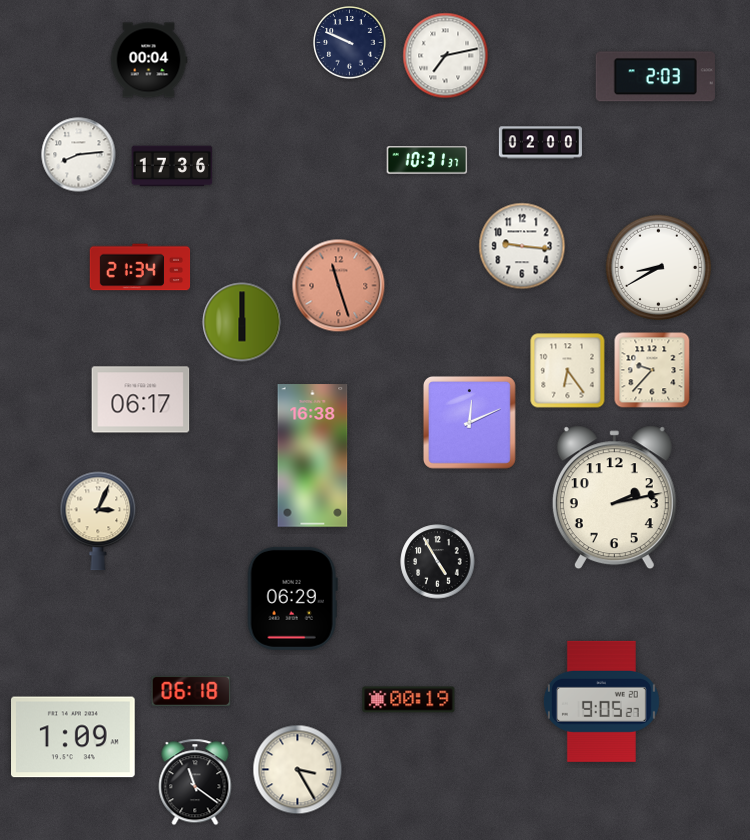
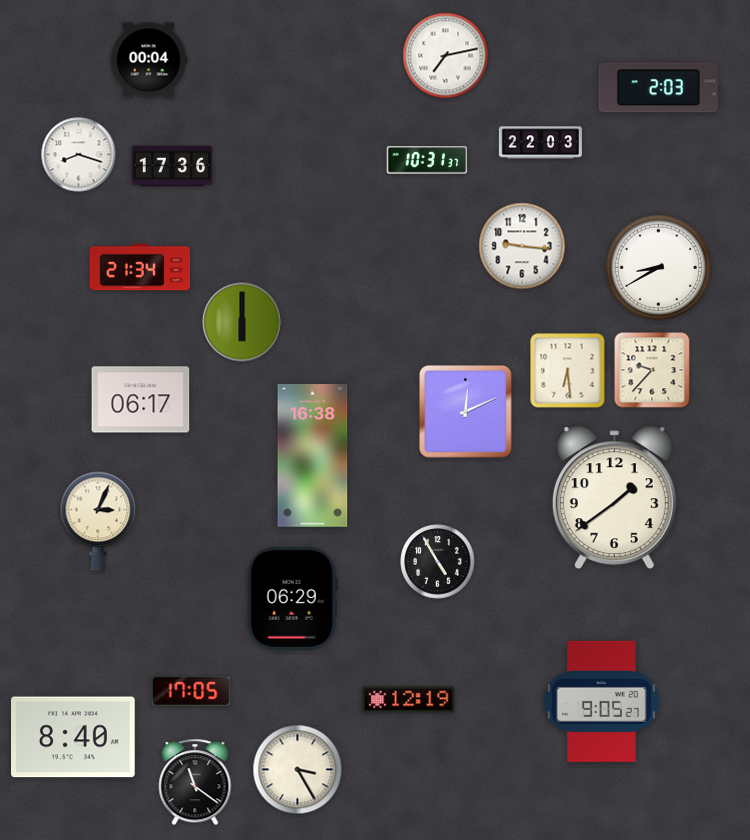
clock at (350, 43): 9:49 -> none
clock at (655, 77) position: (655, 77) -> (658, 88)
clock at (540, 143): 02:00 -> 22:03
clock at (79, 155): 8:14 -> 8:18
clock at (339, 286): 11:27 -> none
clock at (568, 371): 6:24 -> 6:29
clock at (469, 422) position: (469, 422) -> (465, 411)
clock at (614, 498): 2:13 -> 1:39
clock at (191, 691): 06:18 -> 17:05
clock at (409, 700): 00:19 -> 12:19
clock at (74, 737): 1:09 -> 8:40
